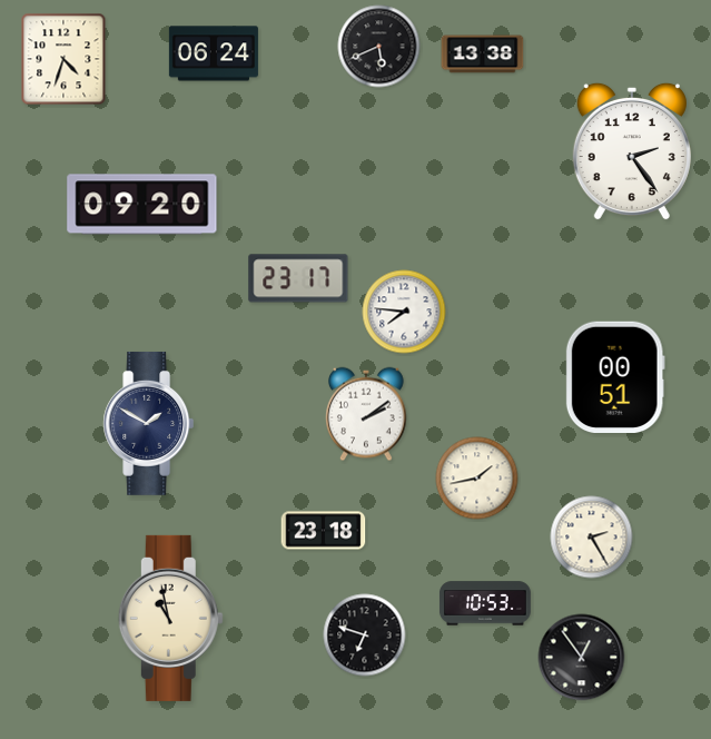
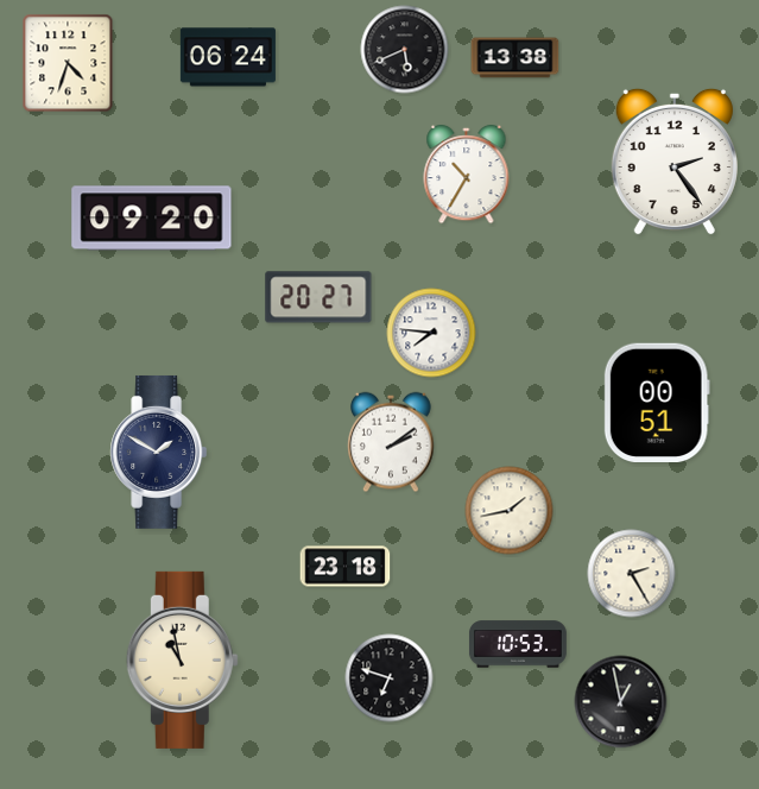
clock at (467, 175): none -> 10:35
clock at (298, 278): 23:17 -> 20:27
clock at (582, 658): 12:54 -> 12:58
